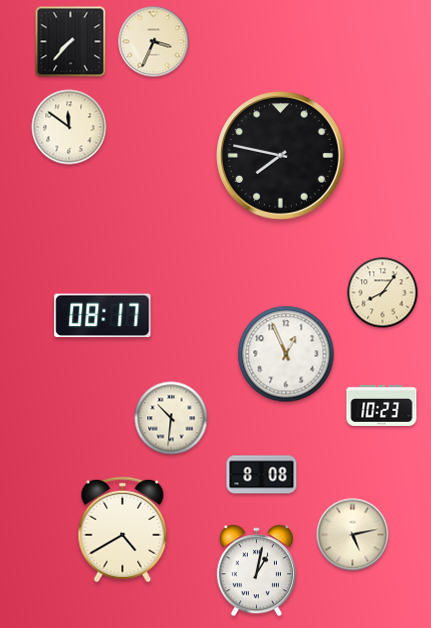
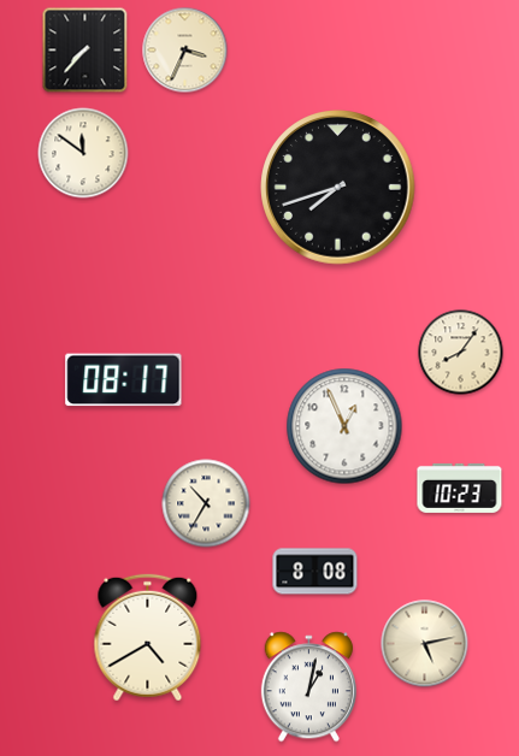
clock at (281, 156): 7:47 -> 7:42
clock at (171, 418): 10:31 -> 10:35
